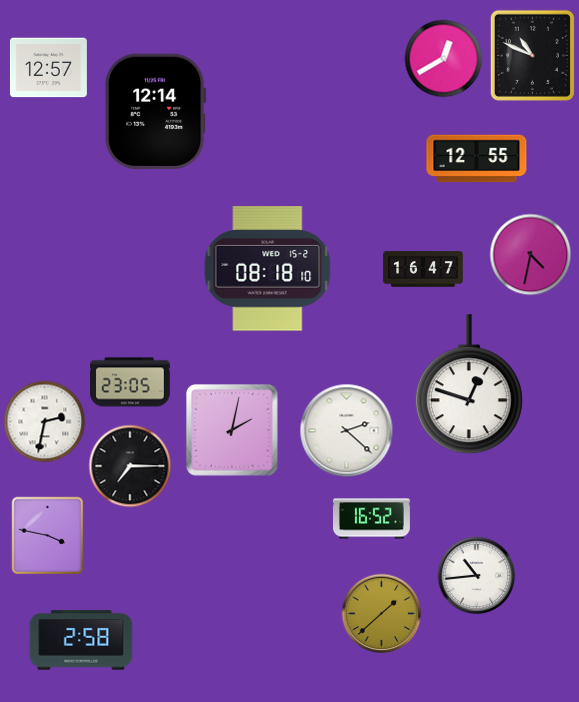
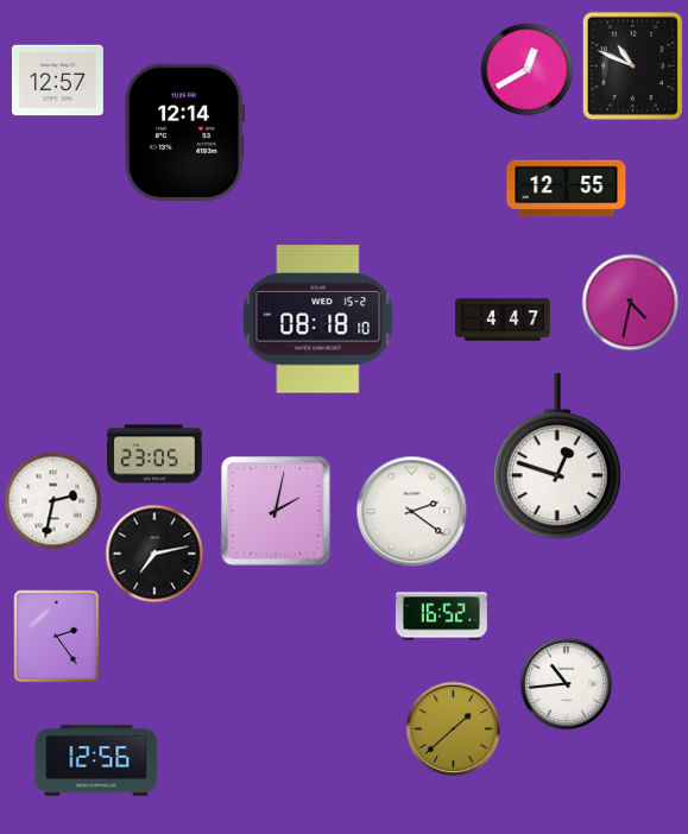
clock at (423, 269): 16:47 -> 4:47
clock at (346, 430): 2:22 -> 2:21
clock at (130, 466): 7:15 -> 7:13
clock at (48, 535): 3:47 -> 2:24
clock at (81, 640): 2:58 -> 12:56
